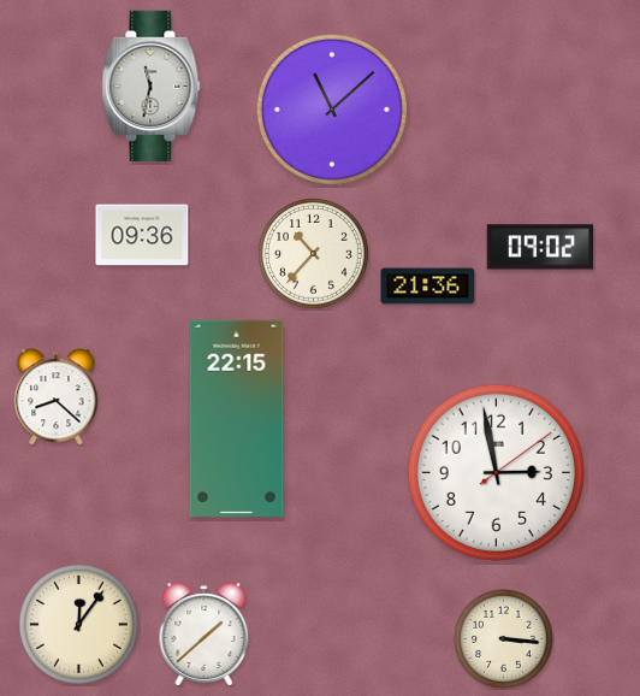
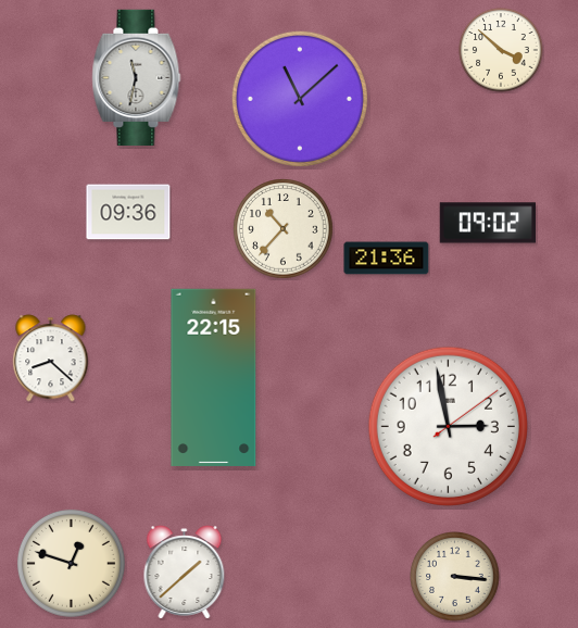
clock at (501, 50): none -> 3:52
clock at (78, 624): 12:06 -> 12:48
